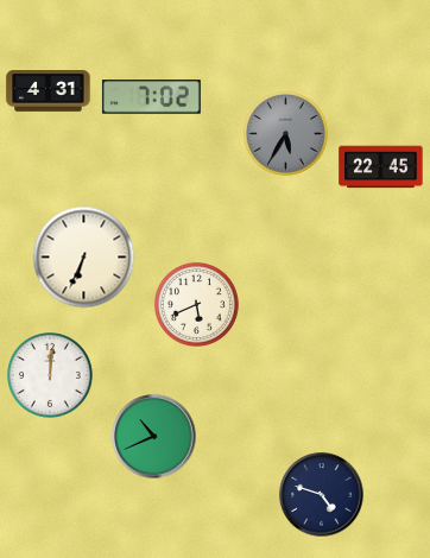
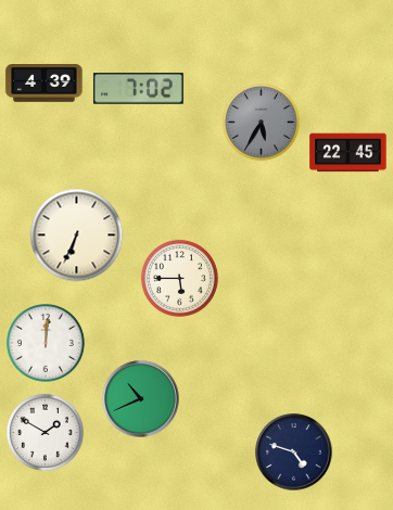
clock at (49, 91): 4:31 -> 4:39
clock at (196, 304): 5:41 -> 5:45
clock at (45, 432): none -> 1:50
